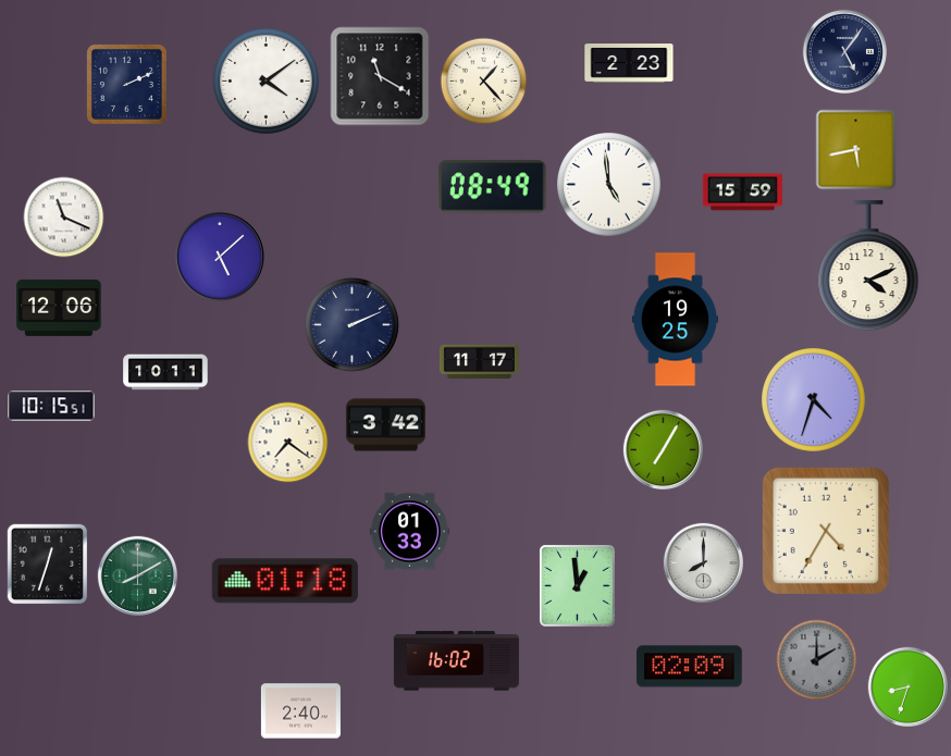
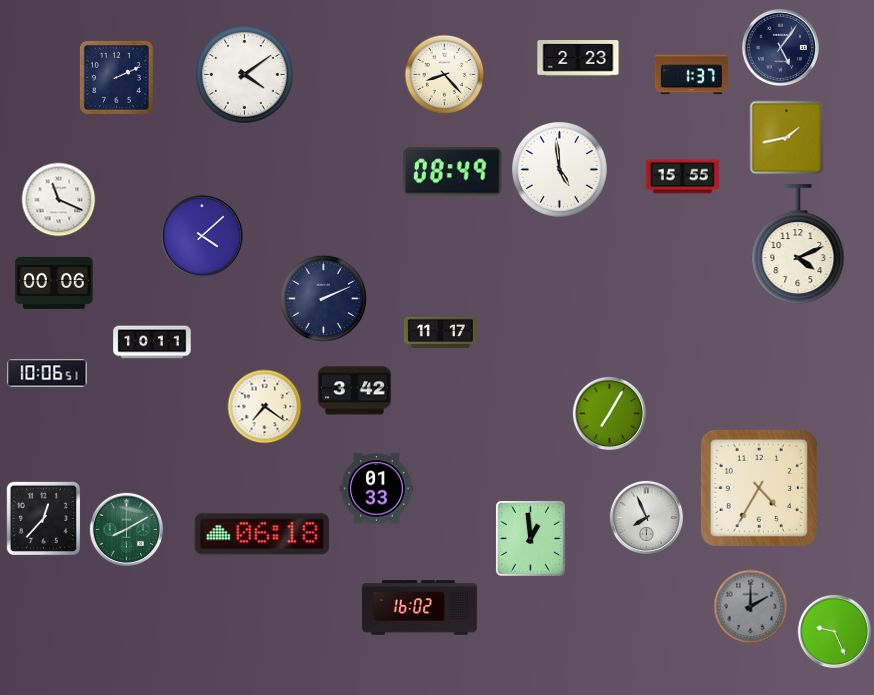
clock at (844, 51) position: (844, 51) -> (780, 47)
clock at (380, 76): 11:20 -> none
clock at (484, 82): 1:23 -> 8:23
clock at (691, 75): none -> 1:37
clock at (856, 150): 5:43 -> 1:43
clock at (742, 193): 15:59 -> 15:55
clock at (220, 257): 5:08 -> 4:08
clock at (59, 308): 12:06 -> 00:06
clock at (675, 320): 19:25 -> none
clock at (814, 400): 4:33 -> none
clock at (51, 406): 10:15 -> 10:06
clock at (703, 562): 8:00 -> 7:56
clock at (48, 565): 12:33 -> 12:37
clock at (285, 581): 01:18 -> 06:18
clock at (690, 667): 02:09 -> none
clock at (907, 686): 8:33 -> 9:26
clock at (300, 711): 2:40 -> none
